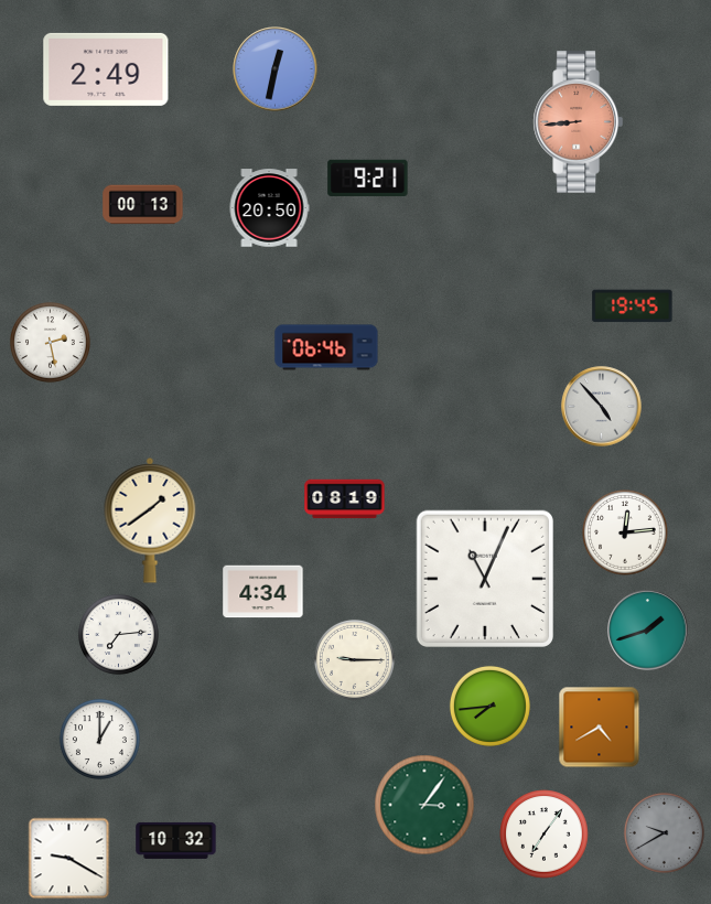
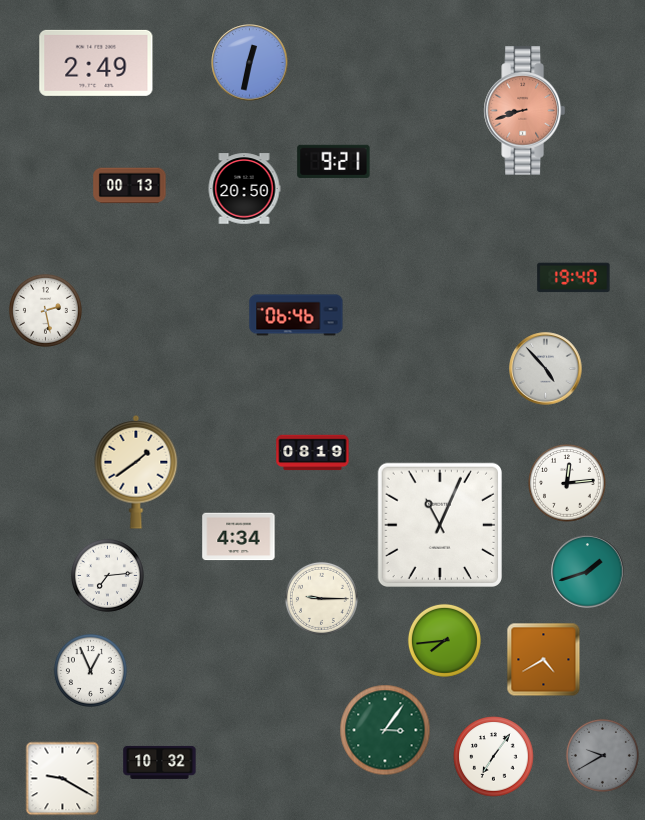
clock at (578, 122): 8:44 -> 8:42
clock at (633, 306): 19:45 -> 19:40
clock at (99, 739): 1:00 -> 12:56
